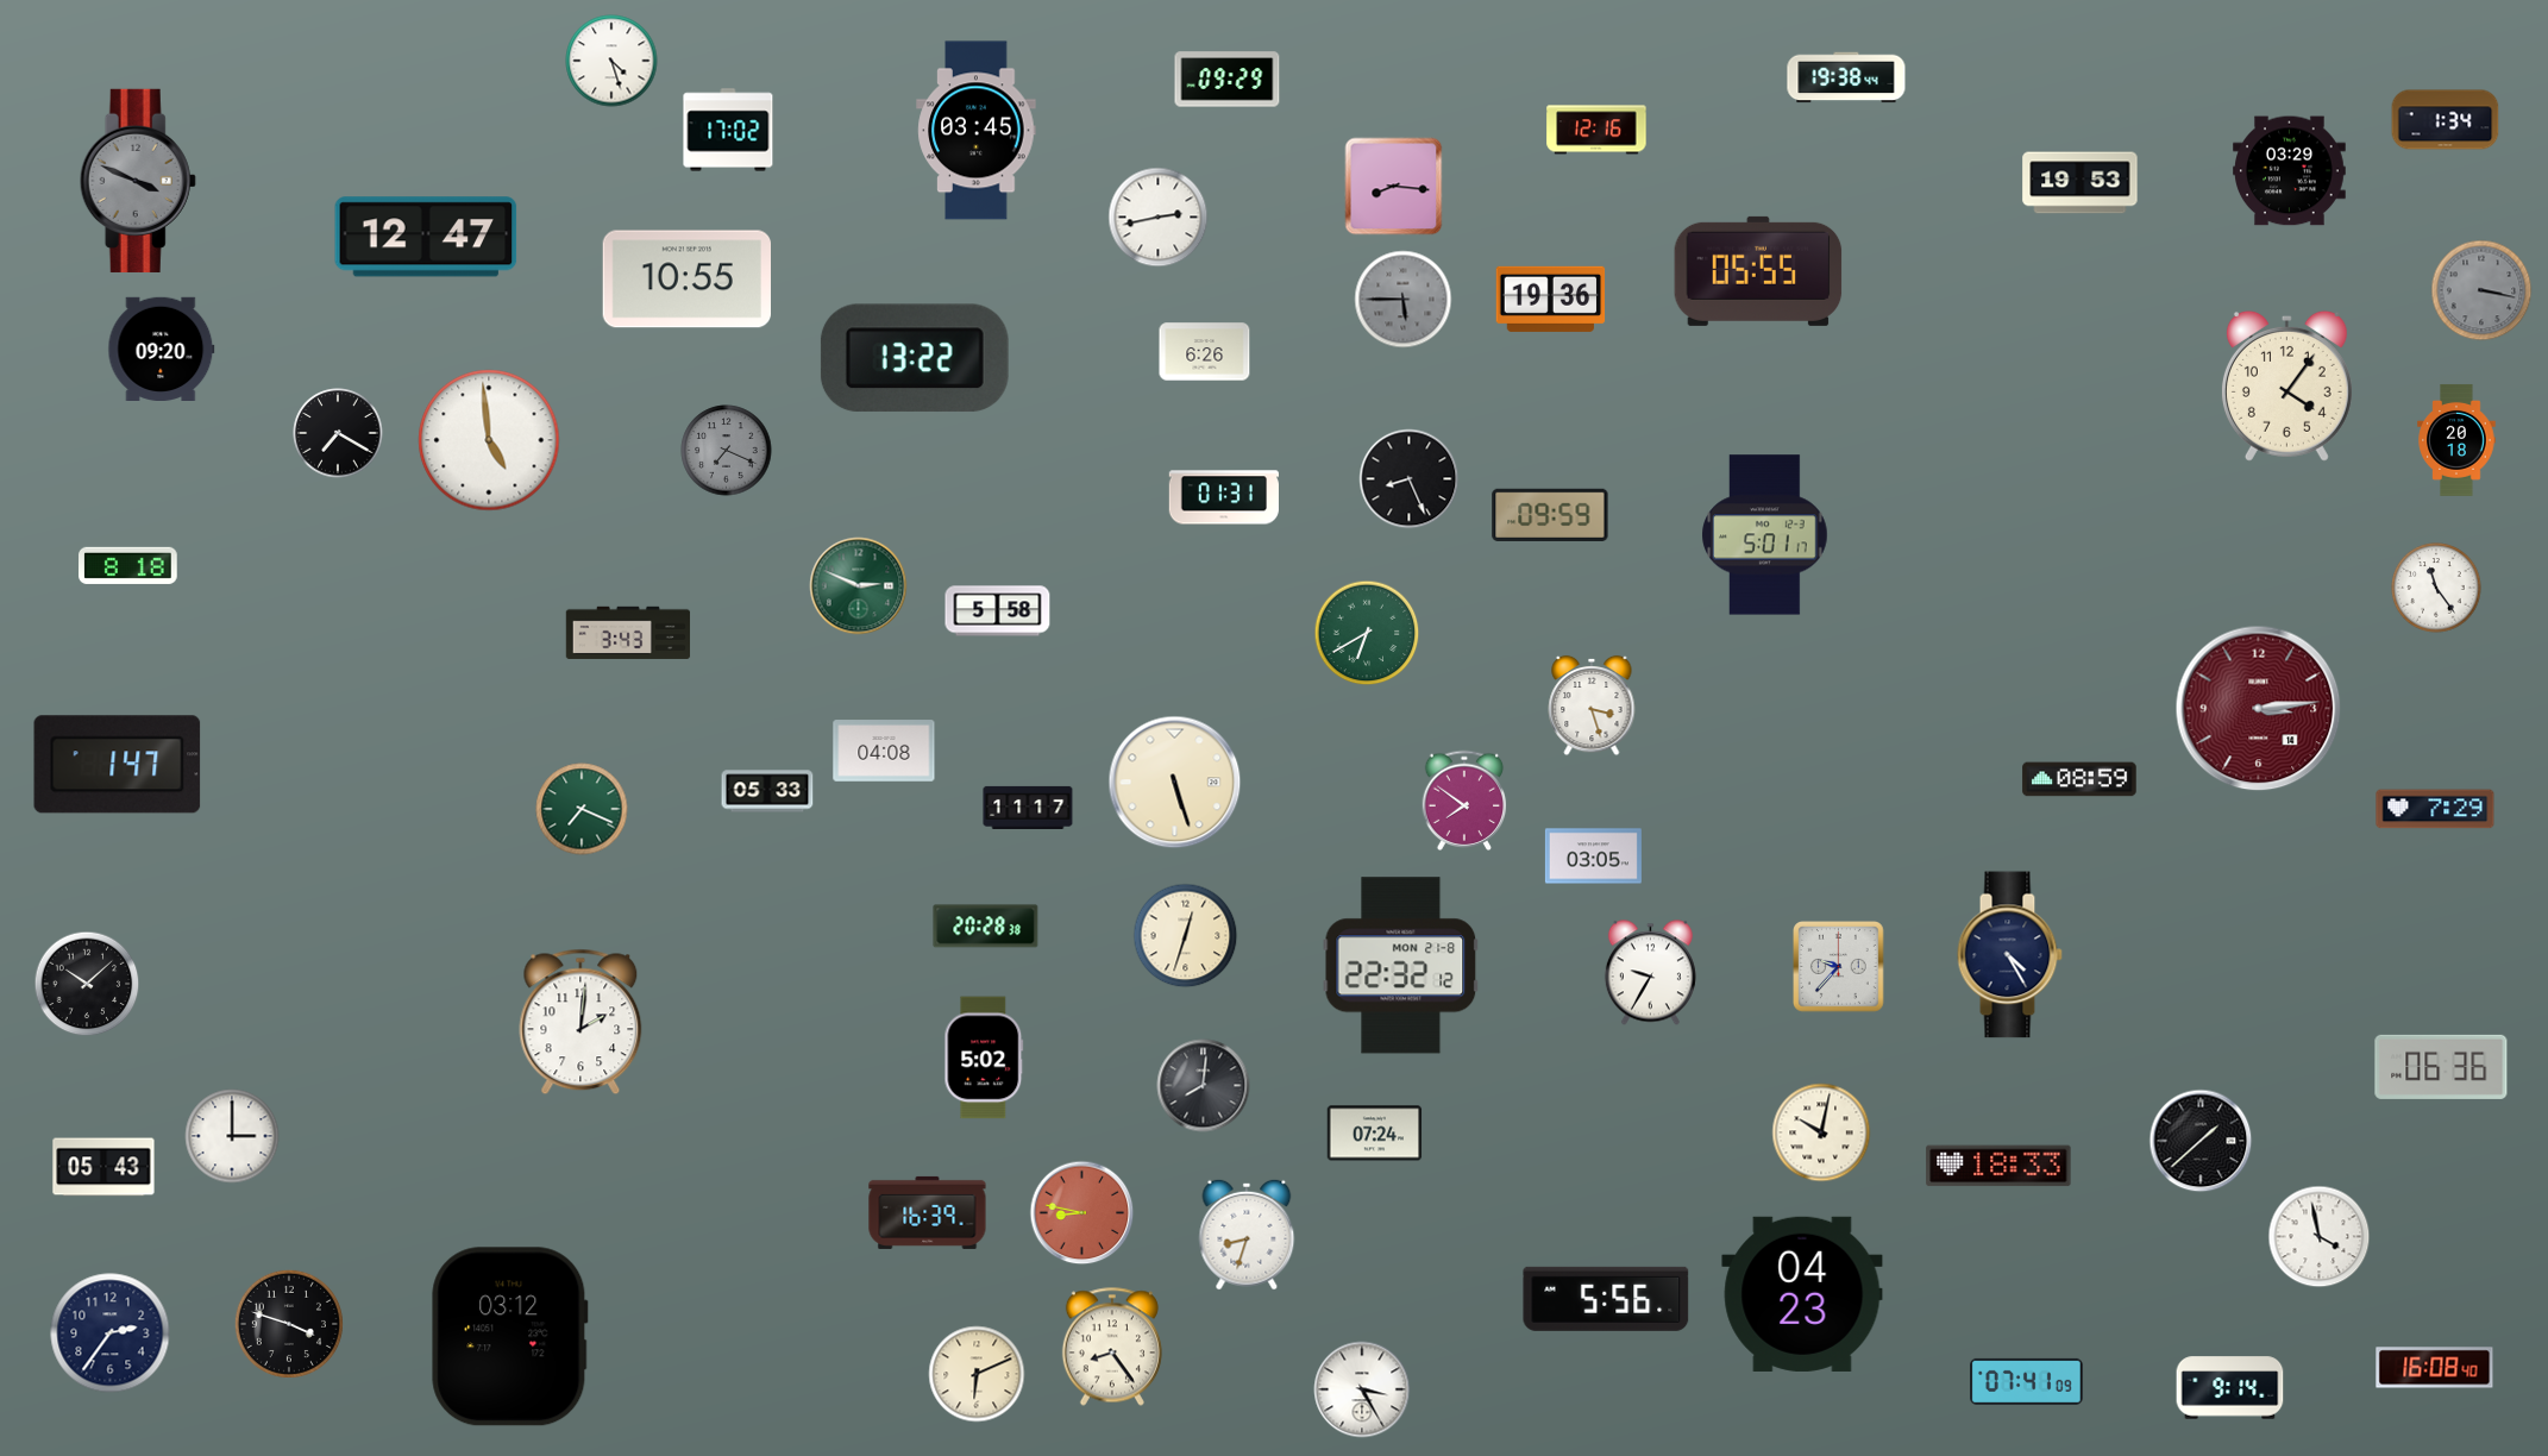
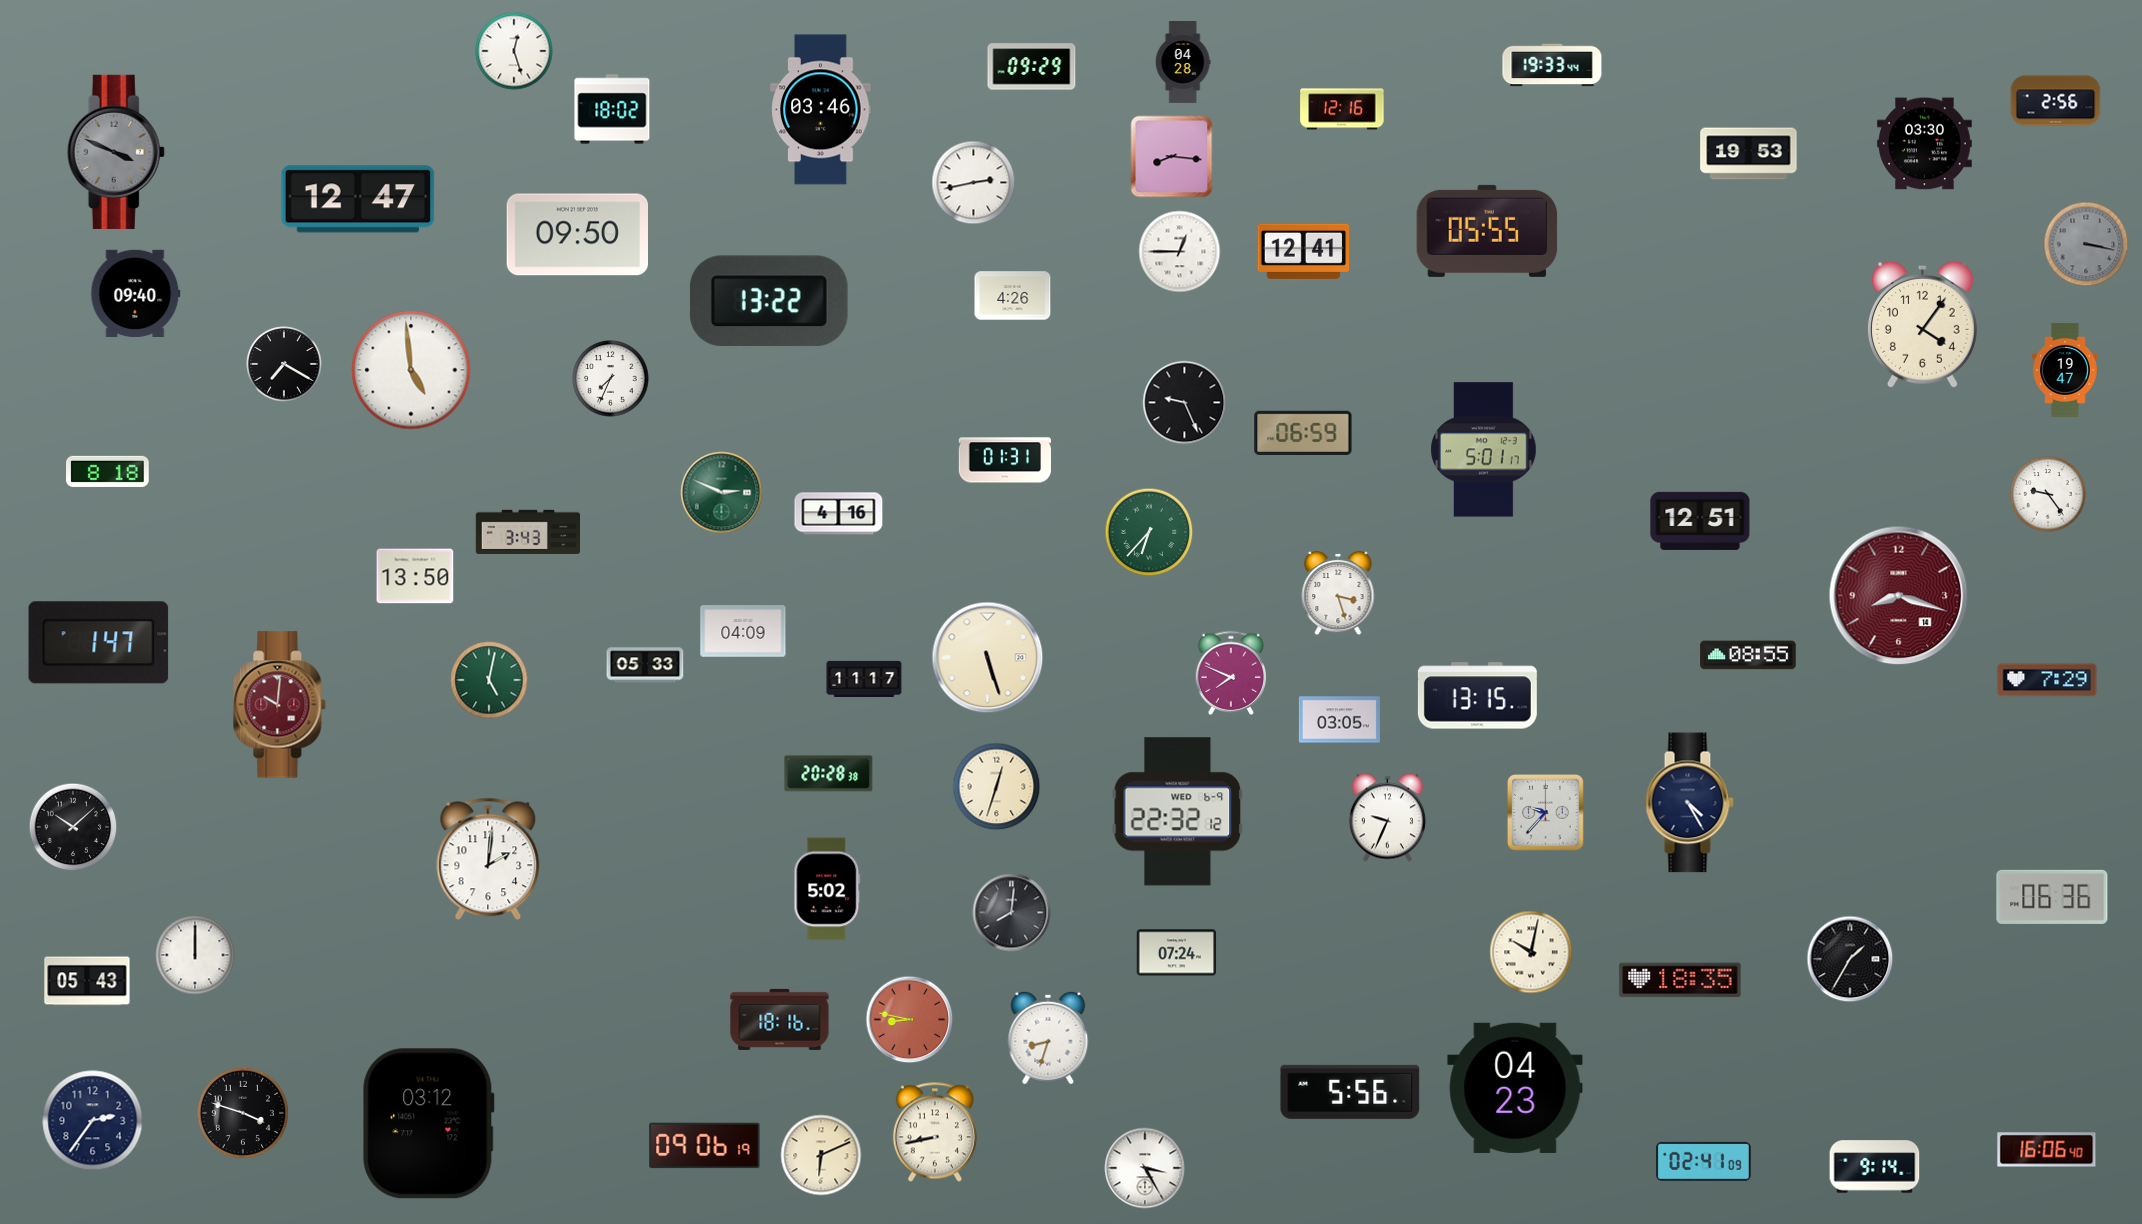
clock at (611, 61): 4:27 -> 12:27
clock at (1183, 62): none -> 04:28
clock at (1846, 77): 19:38 -> 19:33
clock at (2446, 120): 1:34 -> 2:56
clock at (728, 130): 17:02 -> 18:02
clock at (977, 131): 03:45 -> 03:46
clock at (2290, 171): 03:29 -> 03:30
clock at (1758, 271) position: (1758, 271) -> (1487, 231)
clock at (686, 280): 10:55 -> 09:50
clock at (1551, 299): 19:36 -> 12:41
clock at (1404, 300): 5:45 -> 12:45
clock at (1404, 300) dial: grey -> white
clock at (162, 349): 09:20 -> 09:40
clock at (1205, 352): 6:26 -> 4:26
clock at (2456, 440): 20:18 -> 19:47
clock at (727, 451): 7:19 -> 7:34
clock at (727, 451) dial: grey -> white
clock at (1410, 479): 8:26 -> 9:26
clock at (1224, 497) position: (1224, 497) -> (1005, 460)
clock at (1550, 515): 09:59 -> 06:59
clock at (128, 565) position: (128, 565) -> (108, 471)
clock at (2436, 588): 11:24 -> 9:24
clock at (998, 611): 5:58 -> 4:16
clock at (1700, 521): none -> 12:51
clock at (1367, 633): 6:40 -> 6:37
clock at (415, 576): none -> 13:50
clock at (2259, 709): 3:14 -> 8:18
clock at (884, 751): 04:08 -> 04:09
clock at (2079, 779): 08:59 -> 08:55
clock at (1464, 799): 7:51 -> 7:49
clock at (582, 809): 7:19 -> 5:02
clock at (1477, 696): none -> 13:15
clock at (280, 705): none -> 10:01
clock at (986, 927) position: (986, 927) -> (829, 774)
clock at (1401, 966) date: MON 21-8 -> WED 6-9
clock at (1650, 973): 9:35 -> 9:34
clock at (1375, 1134) position: (1375, 1134) -> (1177, 953)
clock at (232, 1136): 3:00 -> 12:00
clock at (2201, 1141): 1:38 -> 1:35
clock at (1998, 1166): 18:33 -> 18:35
clock at (928, 1212): 16:39 -> 18:16
clock at (2320, 1237): 3:58 -> none
clock at (1112, 1347): 8:24 -> 8:43
clock at (705, 1146): none -> 09:06
clock at (2435, 1368): 16:08 -> 16:06
clock at (2027, 1381): 07:41 -> 02:41
